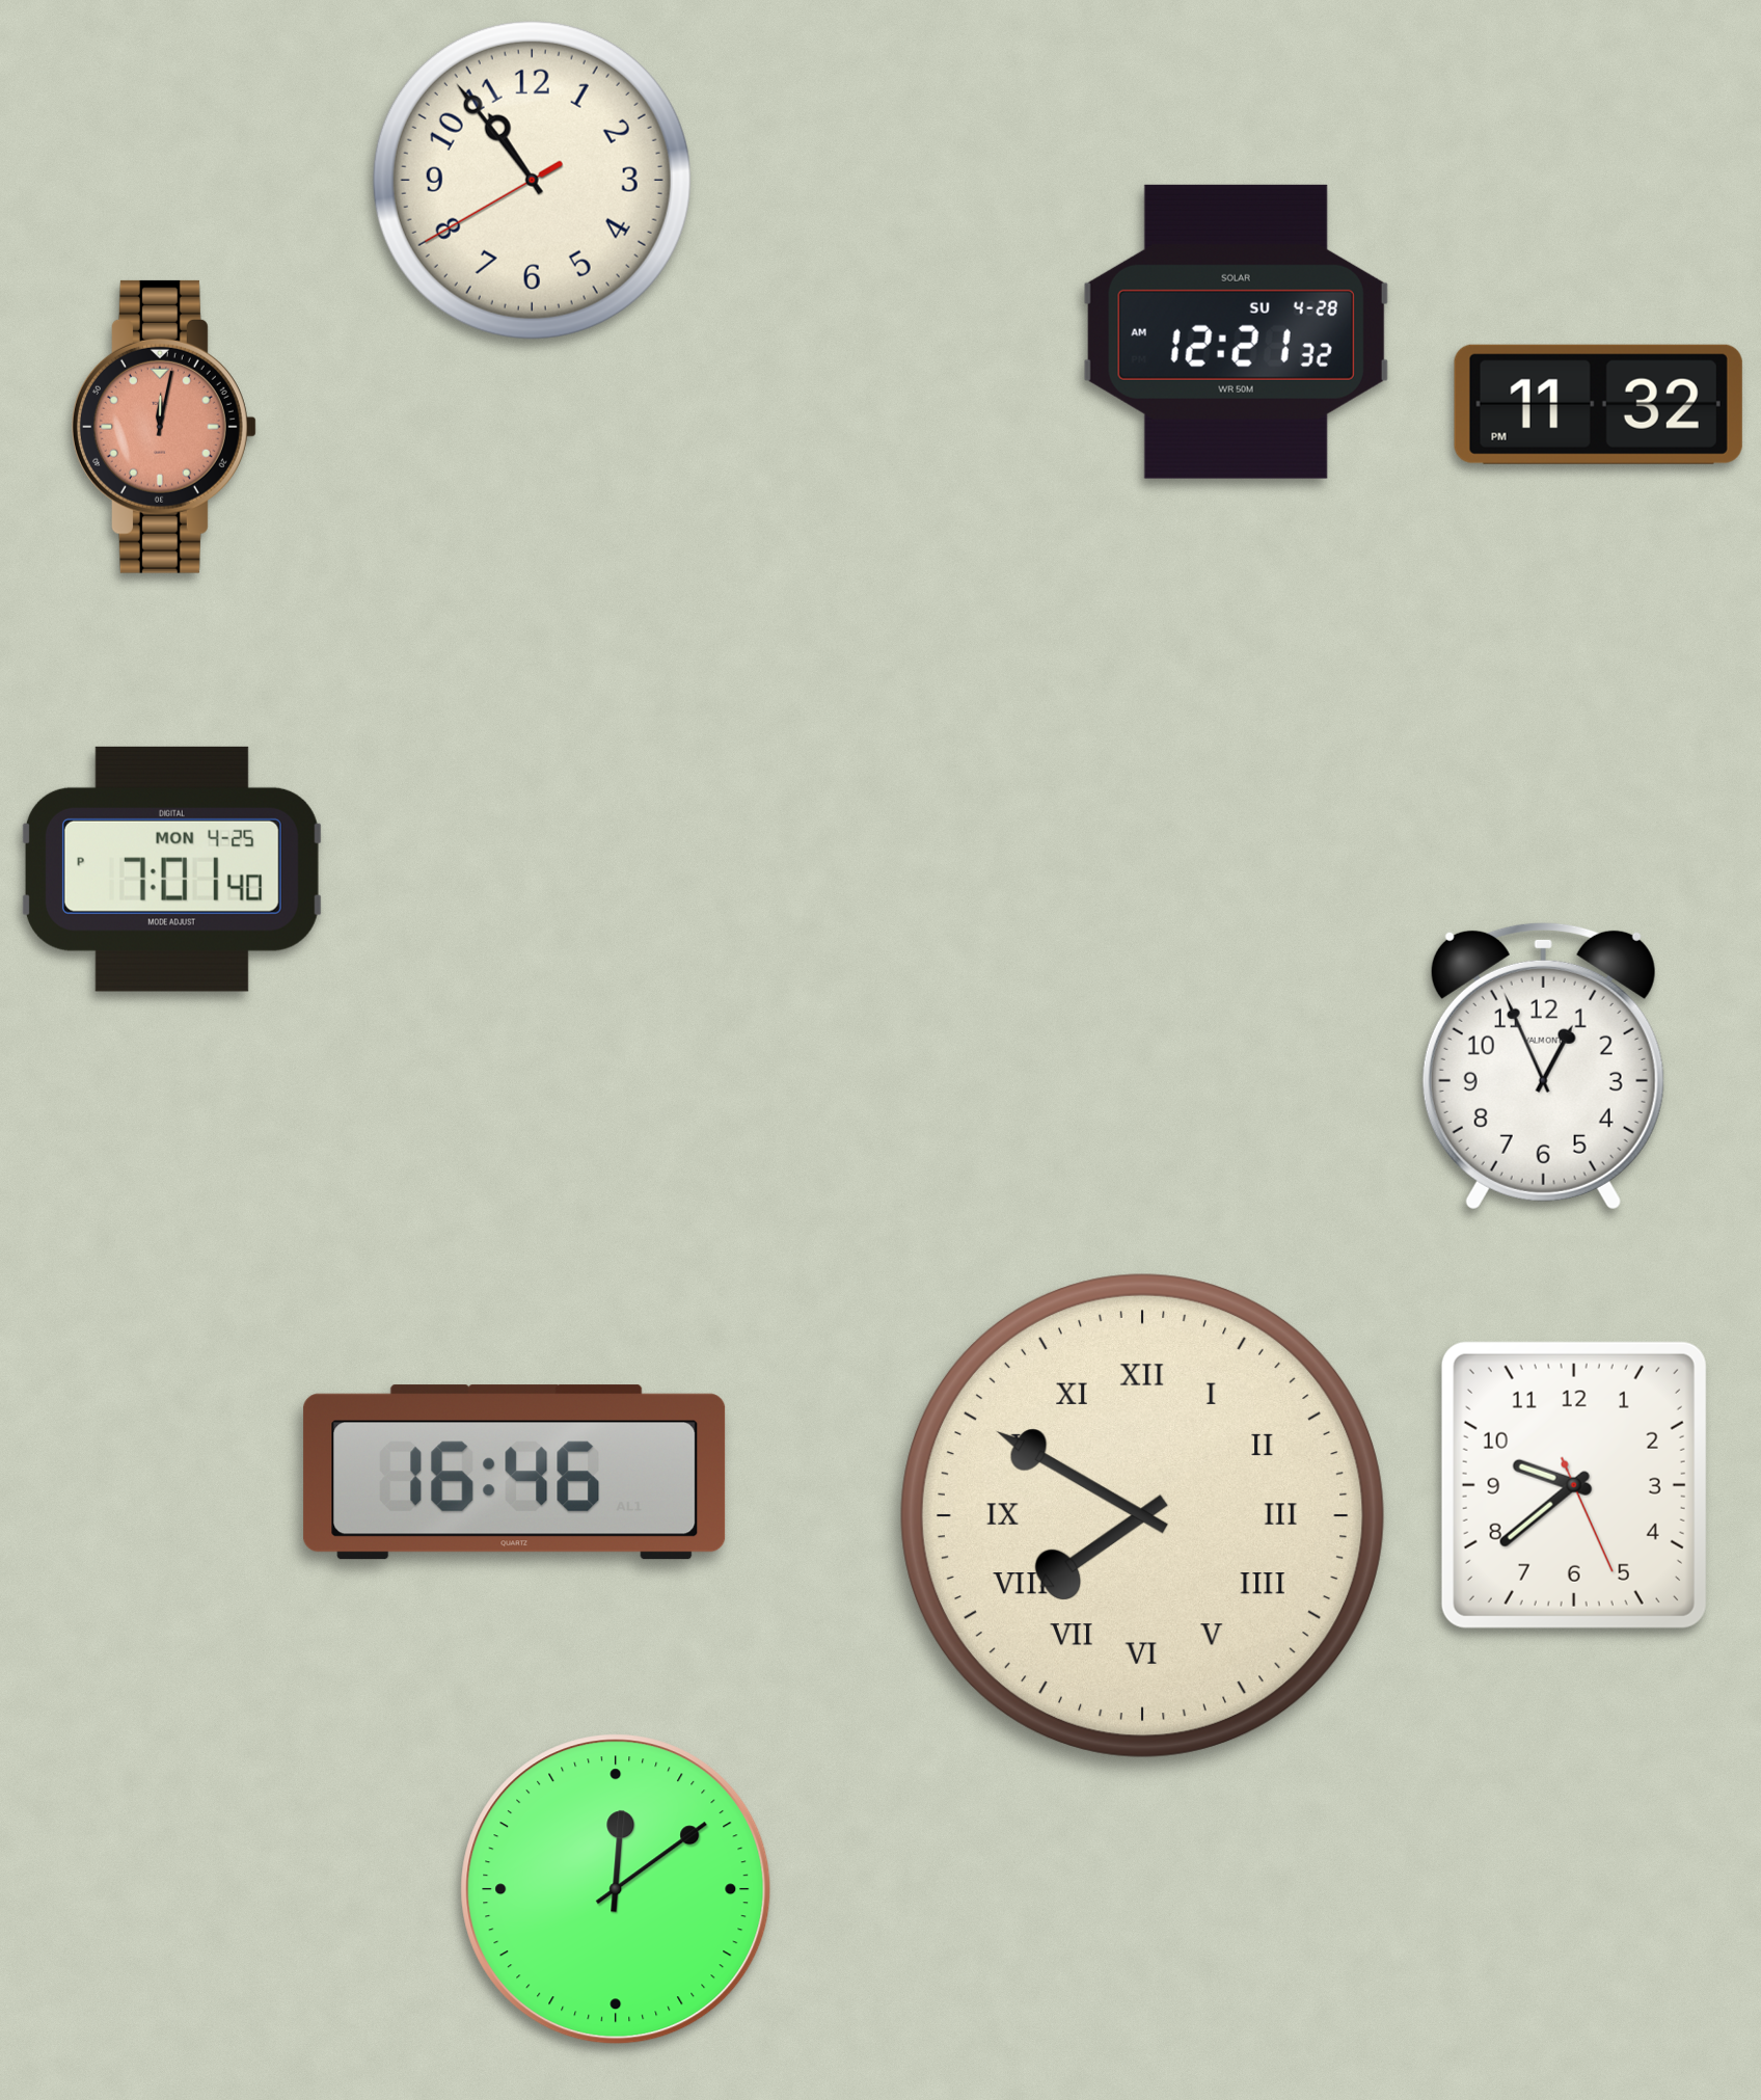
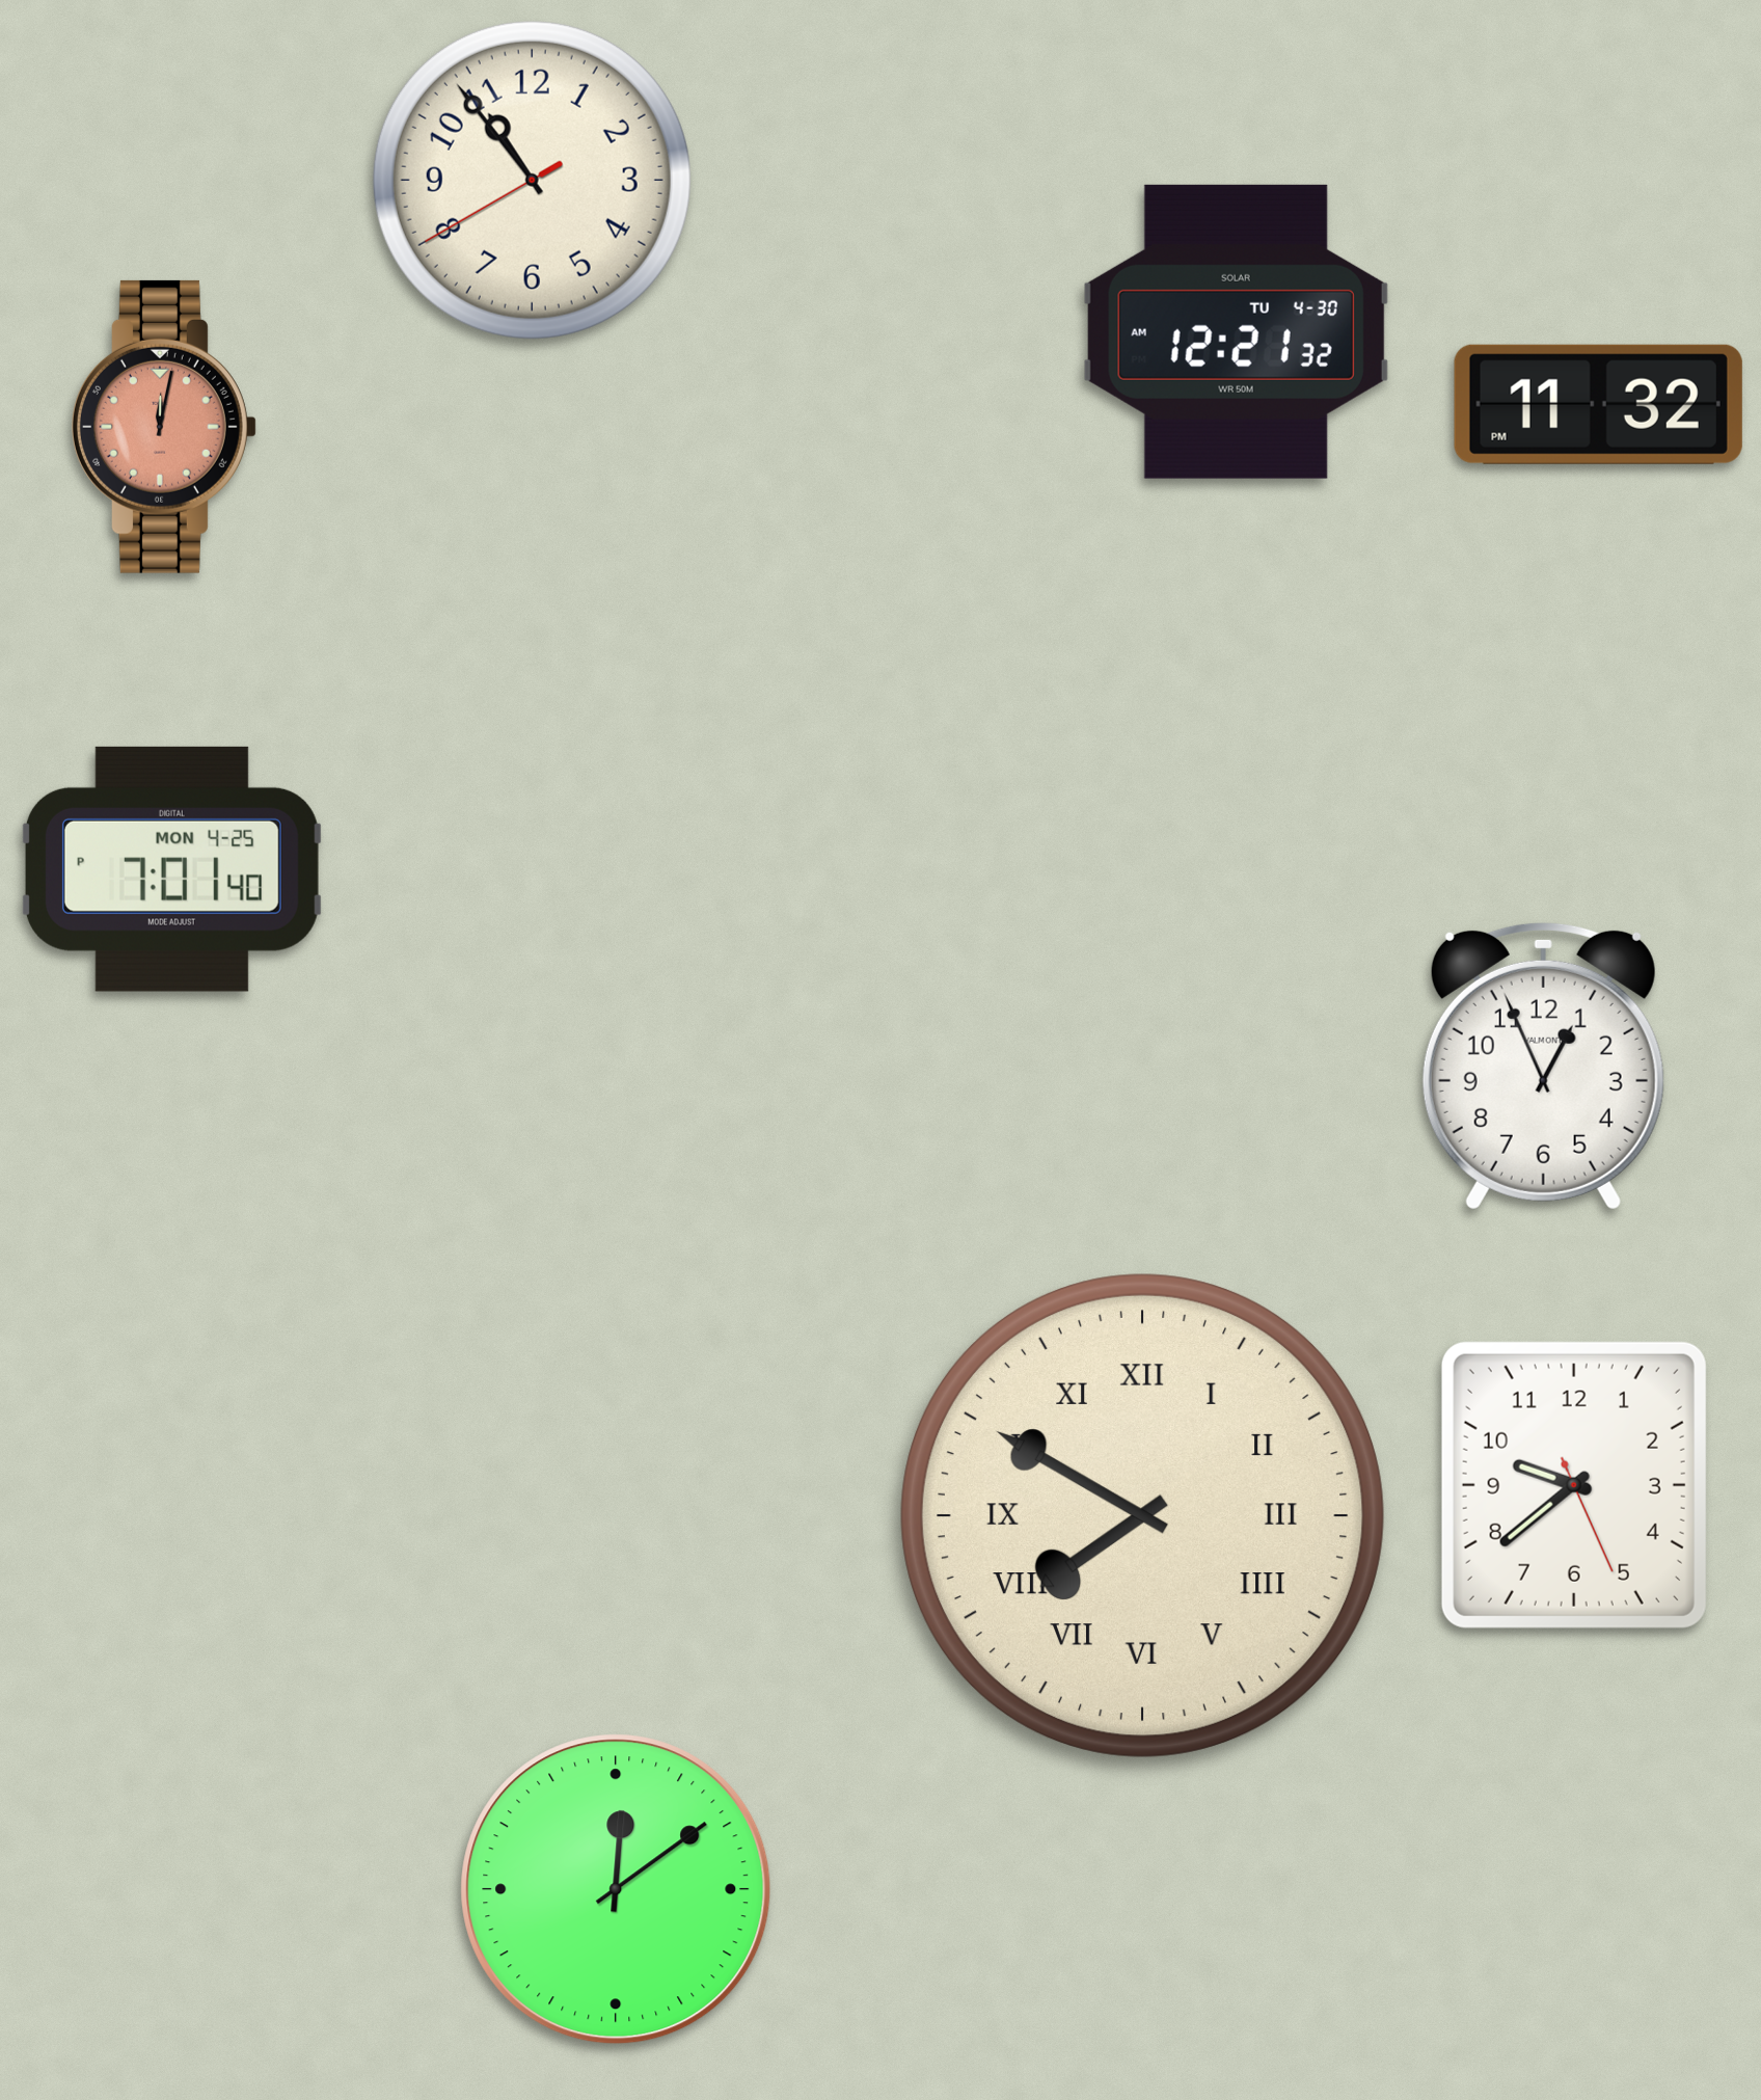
clock at (1236, 331) date: SU 4-28 -> TU 4-30
clock at (515, 1473): 16:46 -> none
